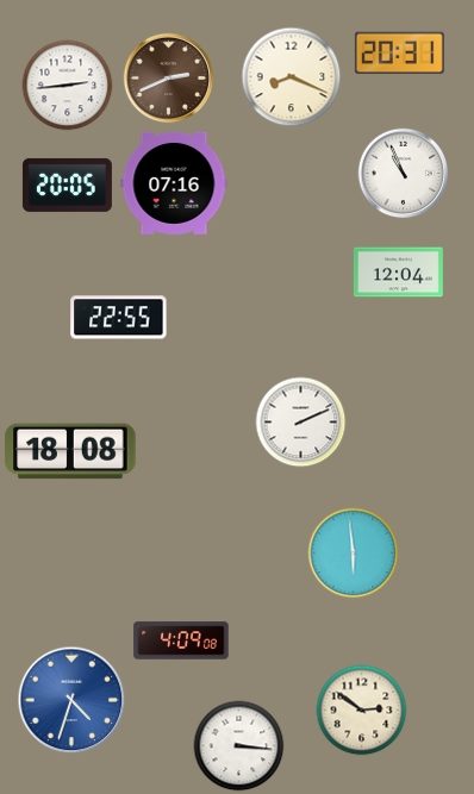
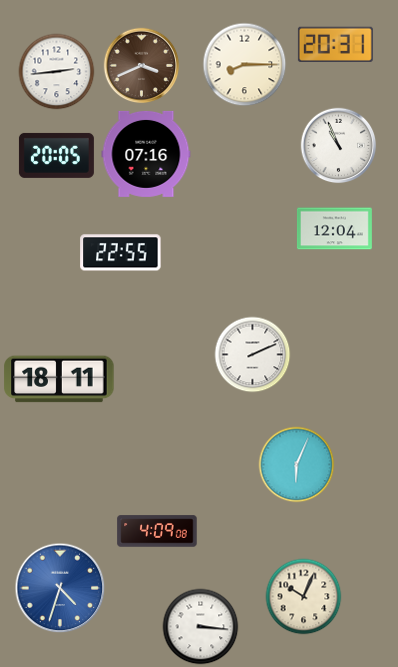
clock at (292, 77): 8:19 -> 8:15
clock at (169, 79): 2:41 -> 3:41
clock at (119, 318) position: (119, 318) -> (121, 253)
clock at (70, 451): 18:08 -> 18:11
clock at (354, 554): 5:59 -> 6:04
clock at (181, 640) position: (181, 640) -> (157, 531)
clock at (362, 711): 2:51 -> 10:04
